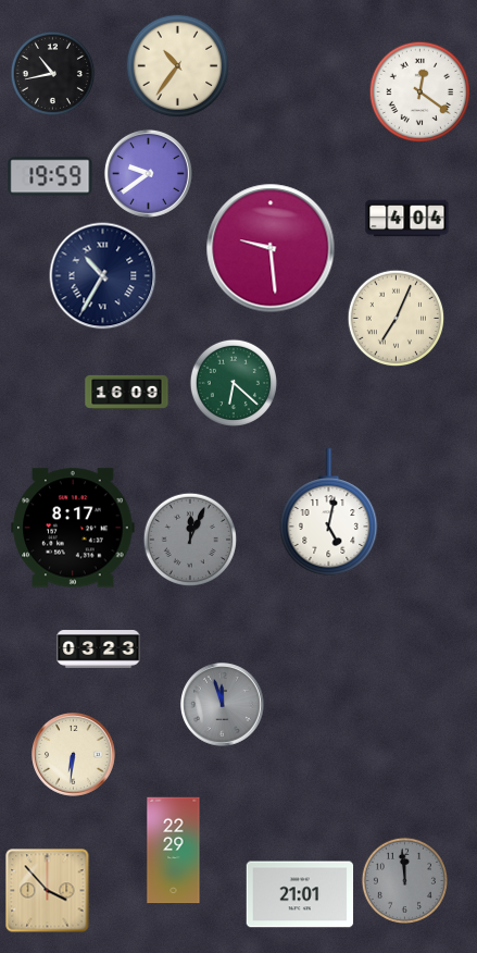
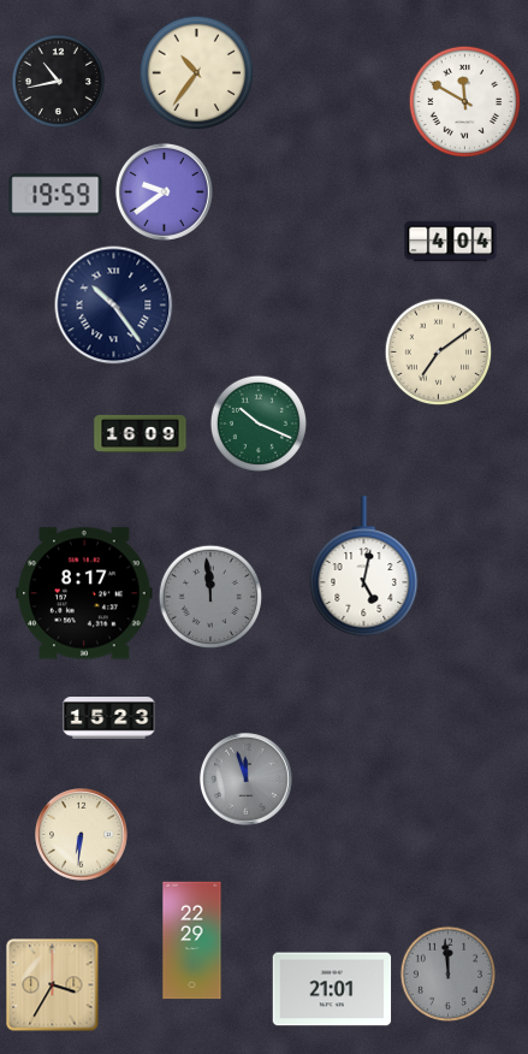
clock at (419, 91): 12:21 -> 11:50
clock at (271, 248): 9:29 -> none
clock at (103, 276): 10:35 -> 10:24
clock at (396, 318): 7:04 -> 7:09
clock at (234, 383): 6:22 -> 10:19
clock at (73, 528) position: (73, 528) -> (84, 593)
clock at (189, 539): 12:04 -> 11:59
clock at (99, 649): 03:23 -> 15:23
clock at (48, 891): 3:53 -> 3:35
